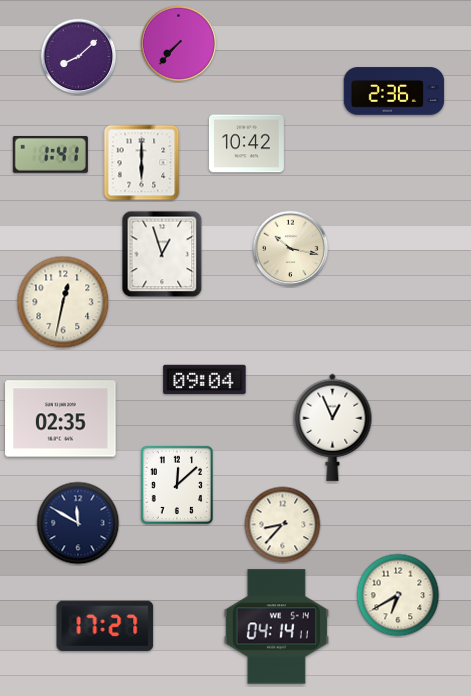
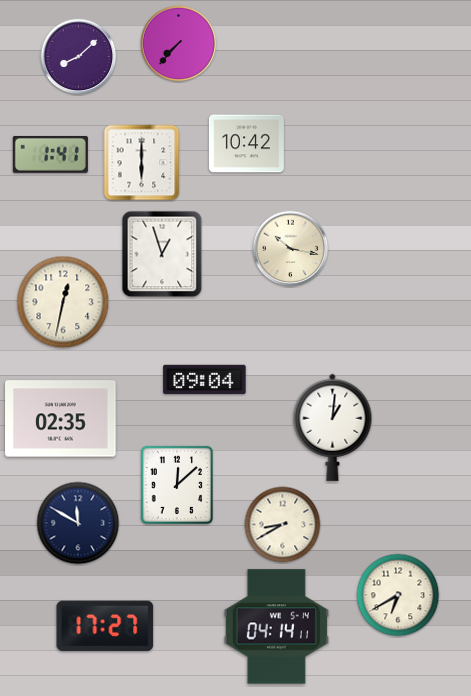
clock at (394, 91): 2:36 -> none
clock at (333, 427): 12:56 -> 1:01
clock at (283, 525): 8:37 -> 8:40
